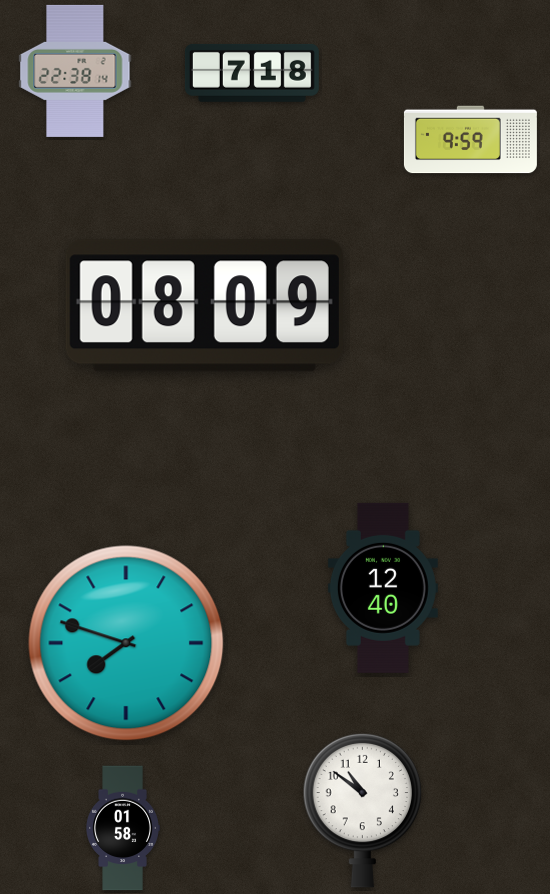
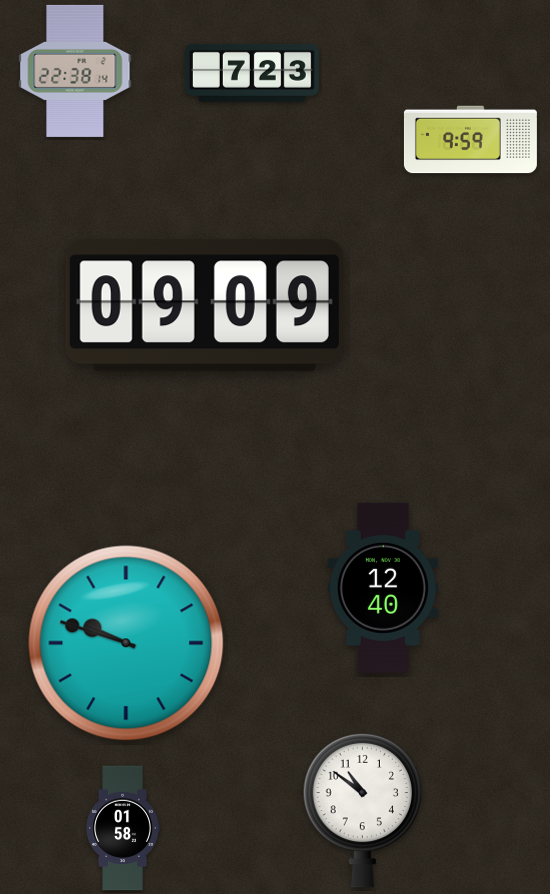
clock at (252, 73): 7:18 -> 7:23
clock at (204, 306): 08:09 -> 09:09
clock at (126, 643): 7:48 -> 9:48
